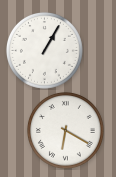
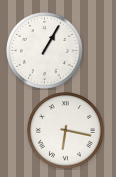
clock at (65, 130): 6:20 -> 6:17
